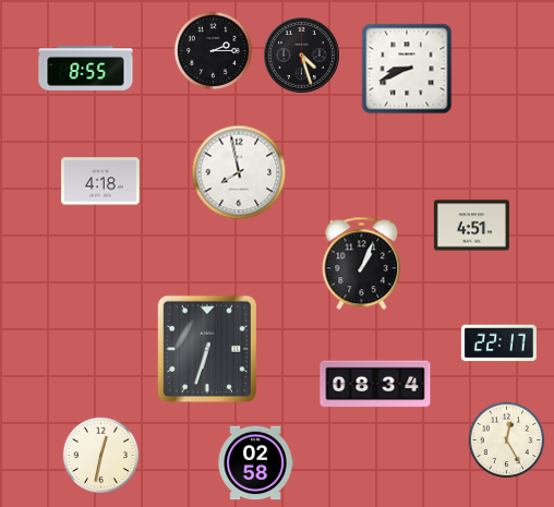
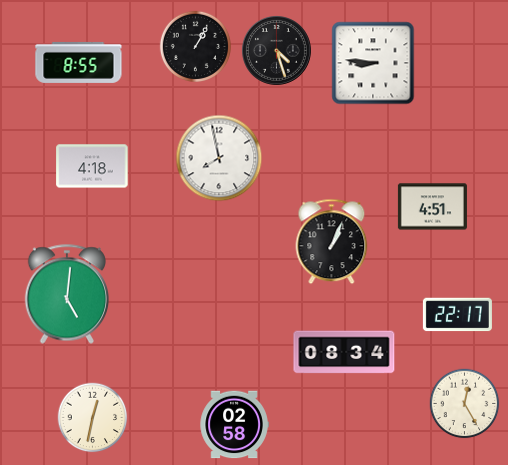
clock at (213, 50): 2:15 -> 1:05
clock at (407, 69): 8:41 -> 8:46
clock at (66, 294): none -> 5:01
clock at (206, 348): 6:33 -> none
